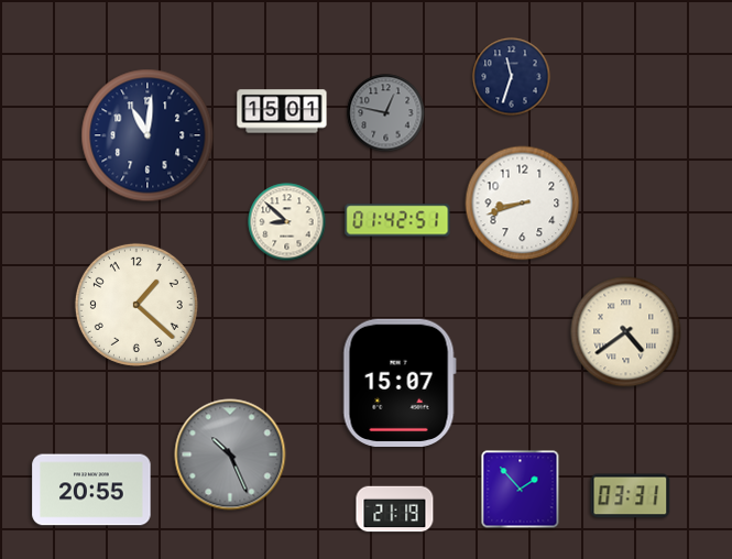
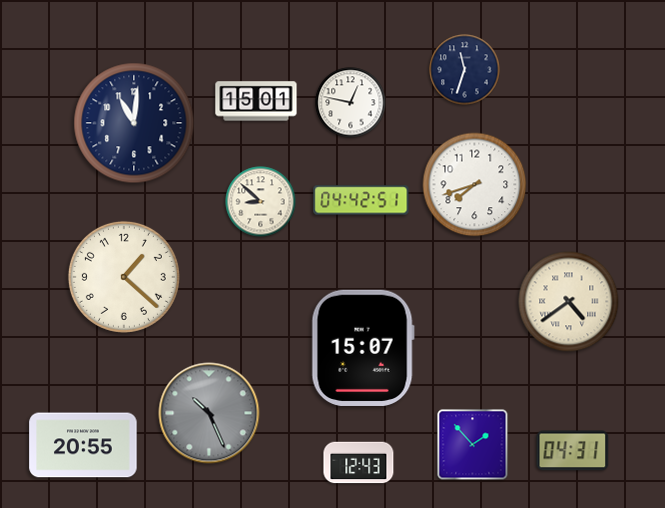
clock at (386, 113) dial: grey -> white
clock at (523, 204): 8:42 -> 7:42
clock at (397, 220): 01:42 -> 04:42
clock at (631, 496): 03:31 -> 04:31
clock at (395, 509): 21:19 -> 12:43
